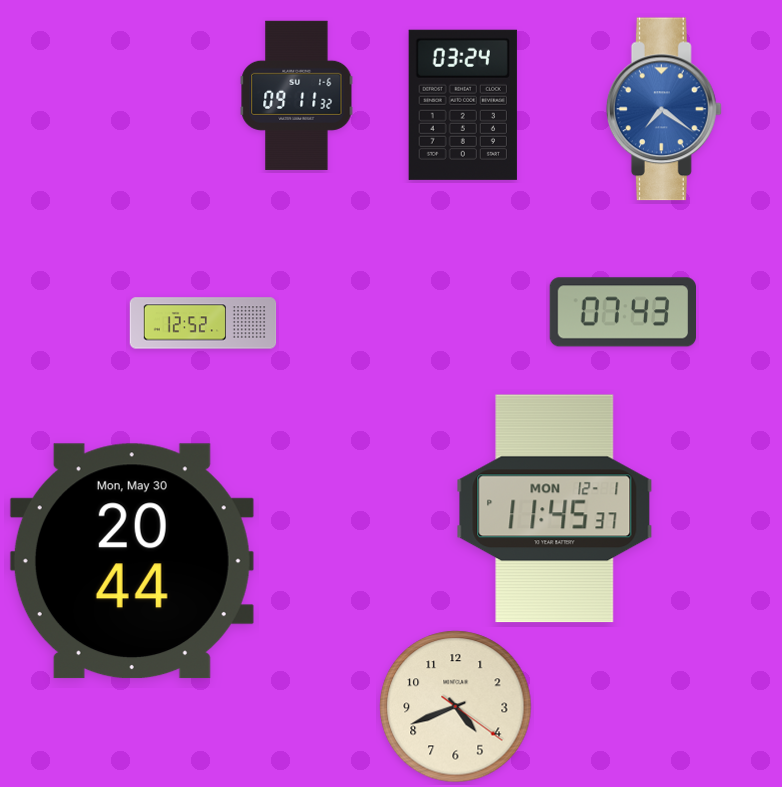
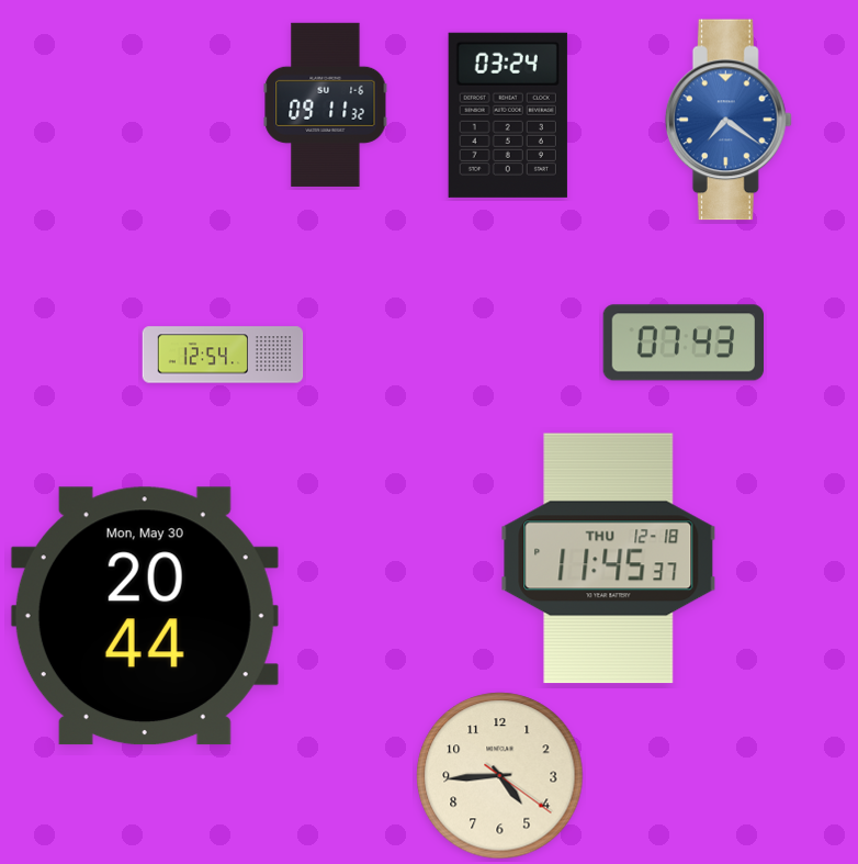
clock at (203, 323): 12:52 -> 12:54
clock at (555, 509) date: MON 12-1 -> THU 12-18
clock at (456, 707): 4:41 -> 4:44
